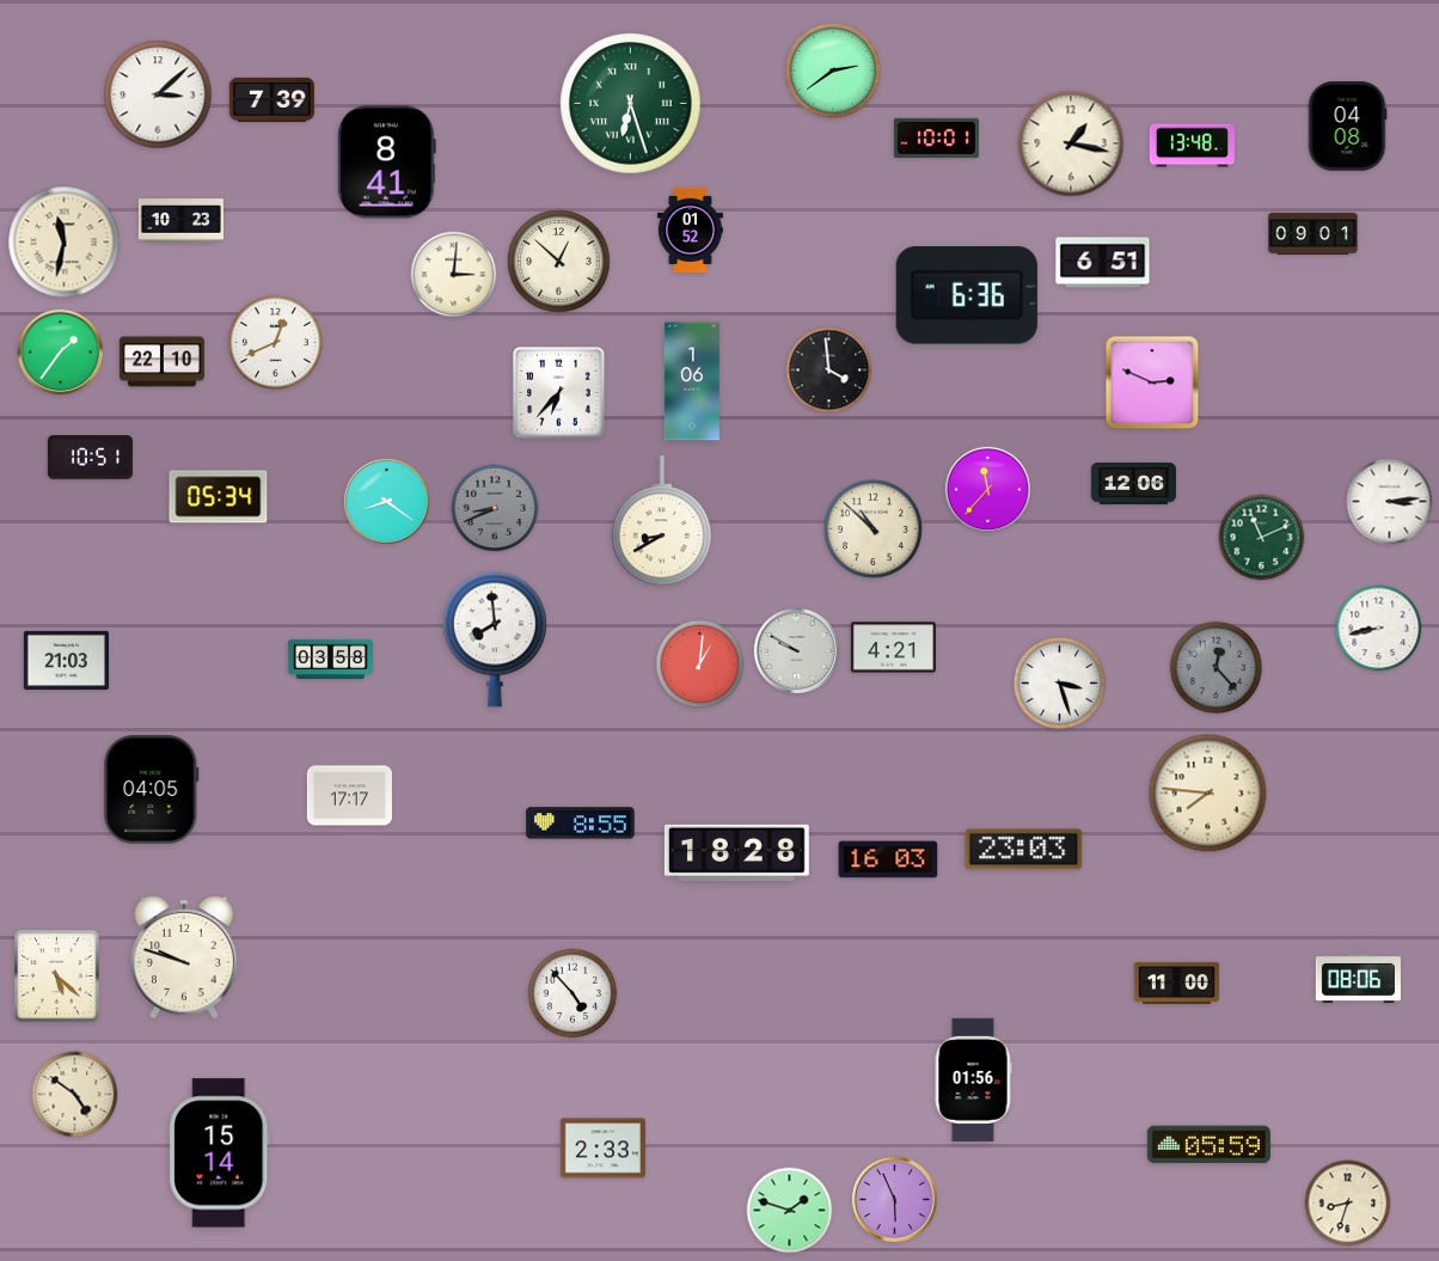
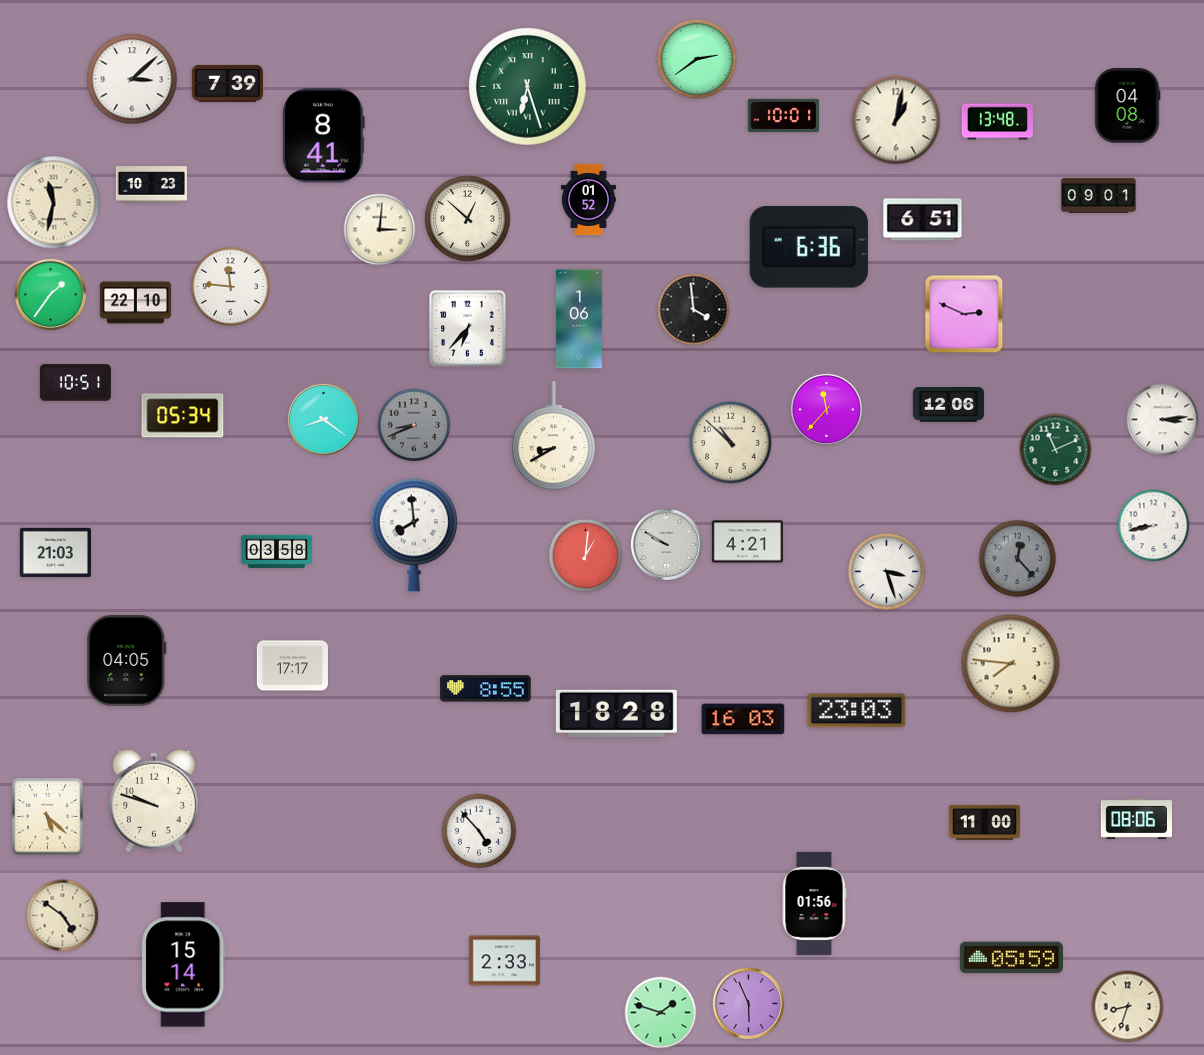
clock at (1071, 143): 1:17 -> 1:02
clock at (690, 229) position: (690, 229) -> (588, 199)
clock at (275, 342): 12:41 -> 11:46
clock at (1152, 382) position: (1152, 382) -> (964, 314)
